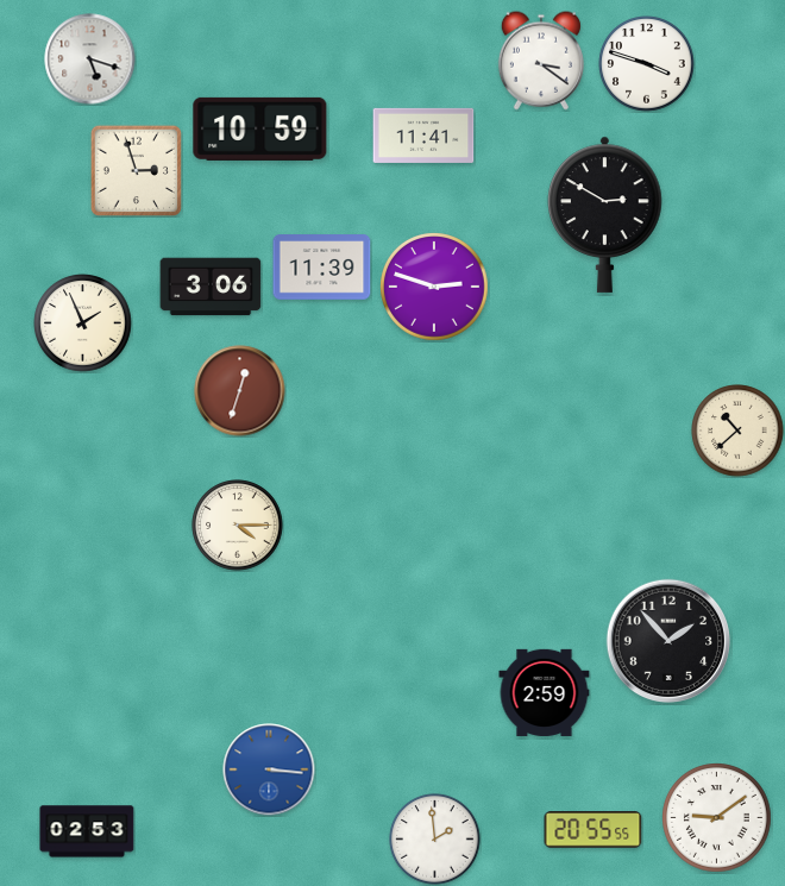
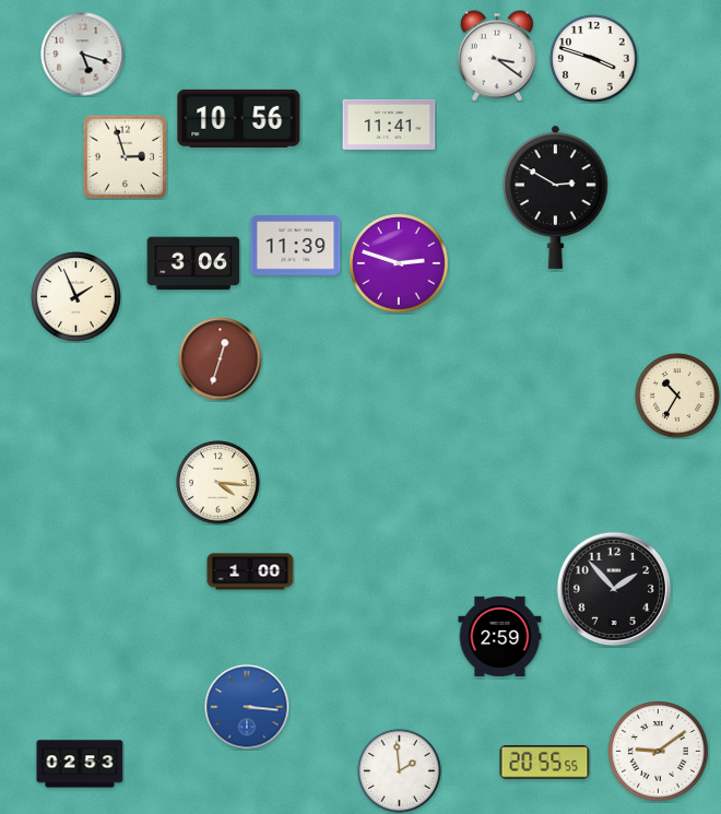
clock at (260, 128): 10:59 -> 10:56
clock at (737, 431): 10:38 -> 10:35
clock at (238, 526): 4:15 -> 4:16
clock at (250, 571): none -> 1:00
